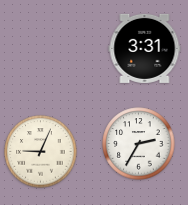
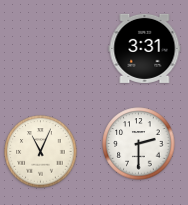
clock at (139, 144): 2:35 -> 2:30
clock at (41, 152): 9:04 -> 11:04
